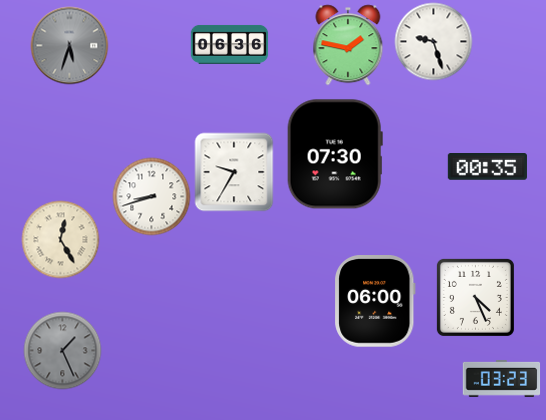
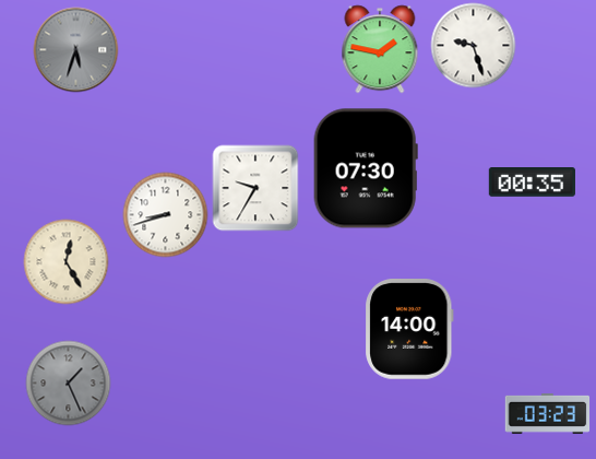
clock at (229, 44): 06:36 -> none
clock at (475, 297): 4:26 -> none
clock at (376, 302): 06:00 -> 14:00
